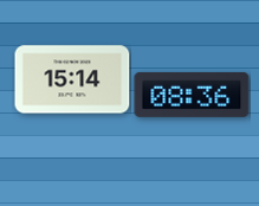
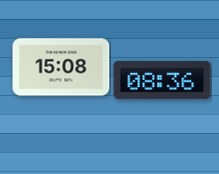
clock at (72, 79): 15:14 -> 15:08
